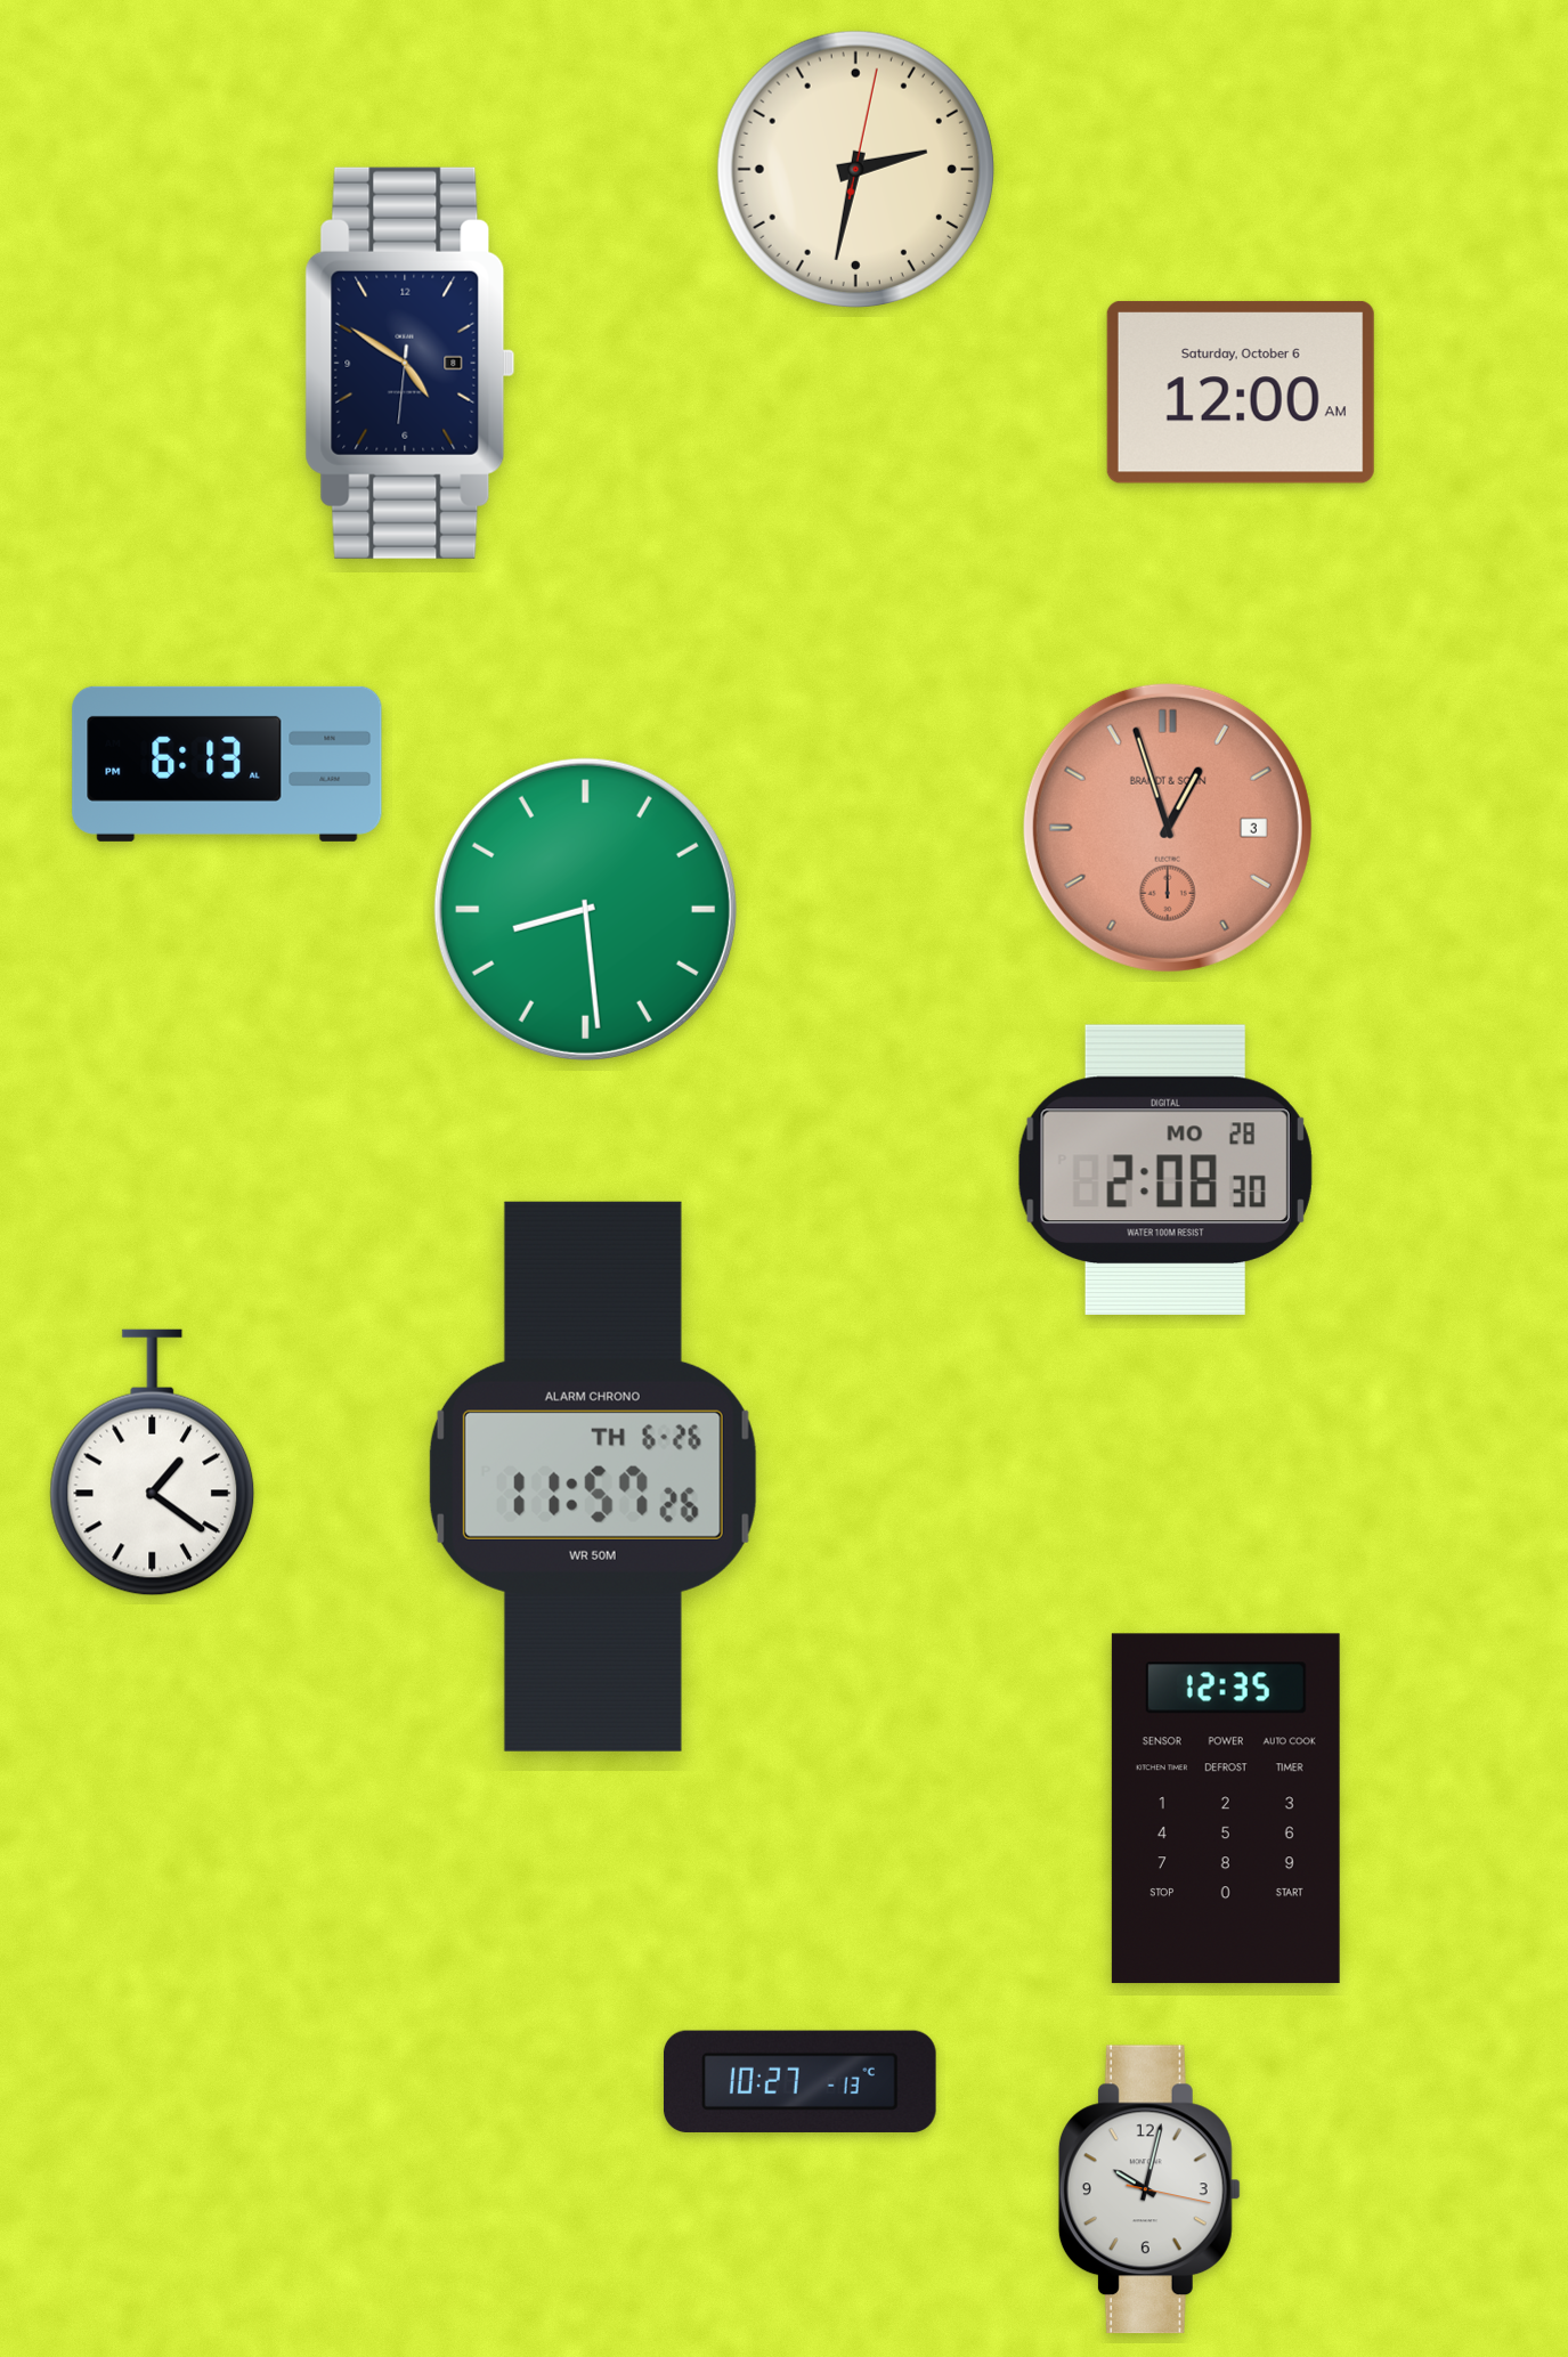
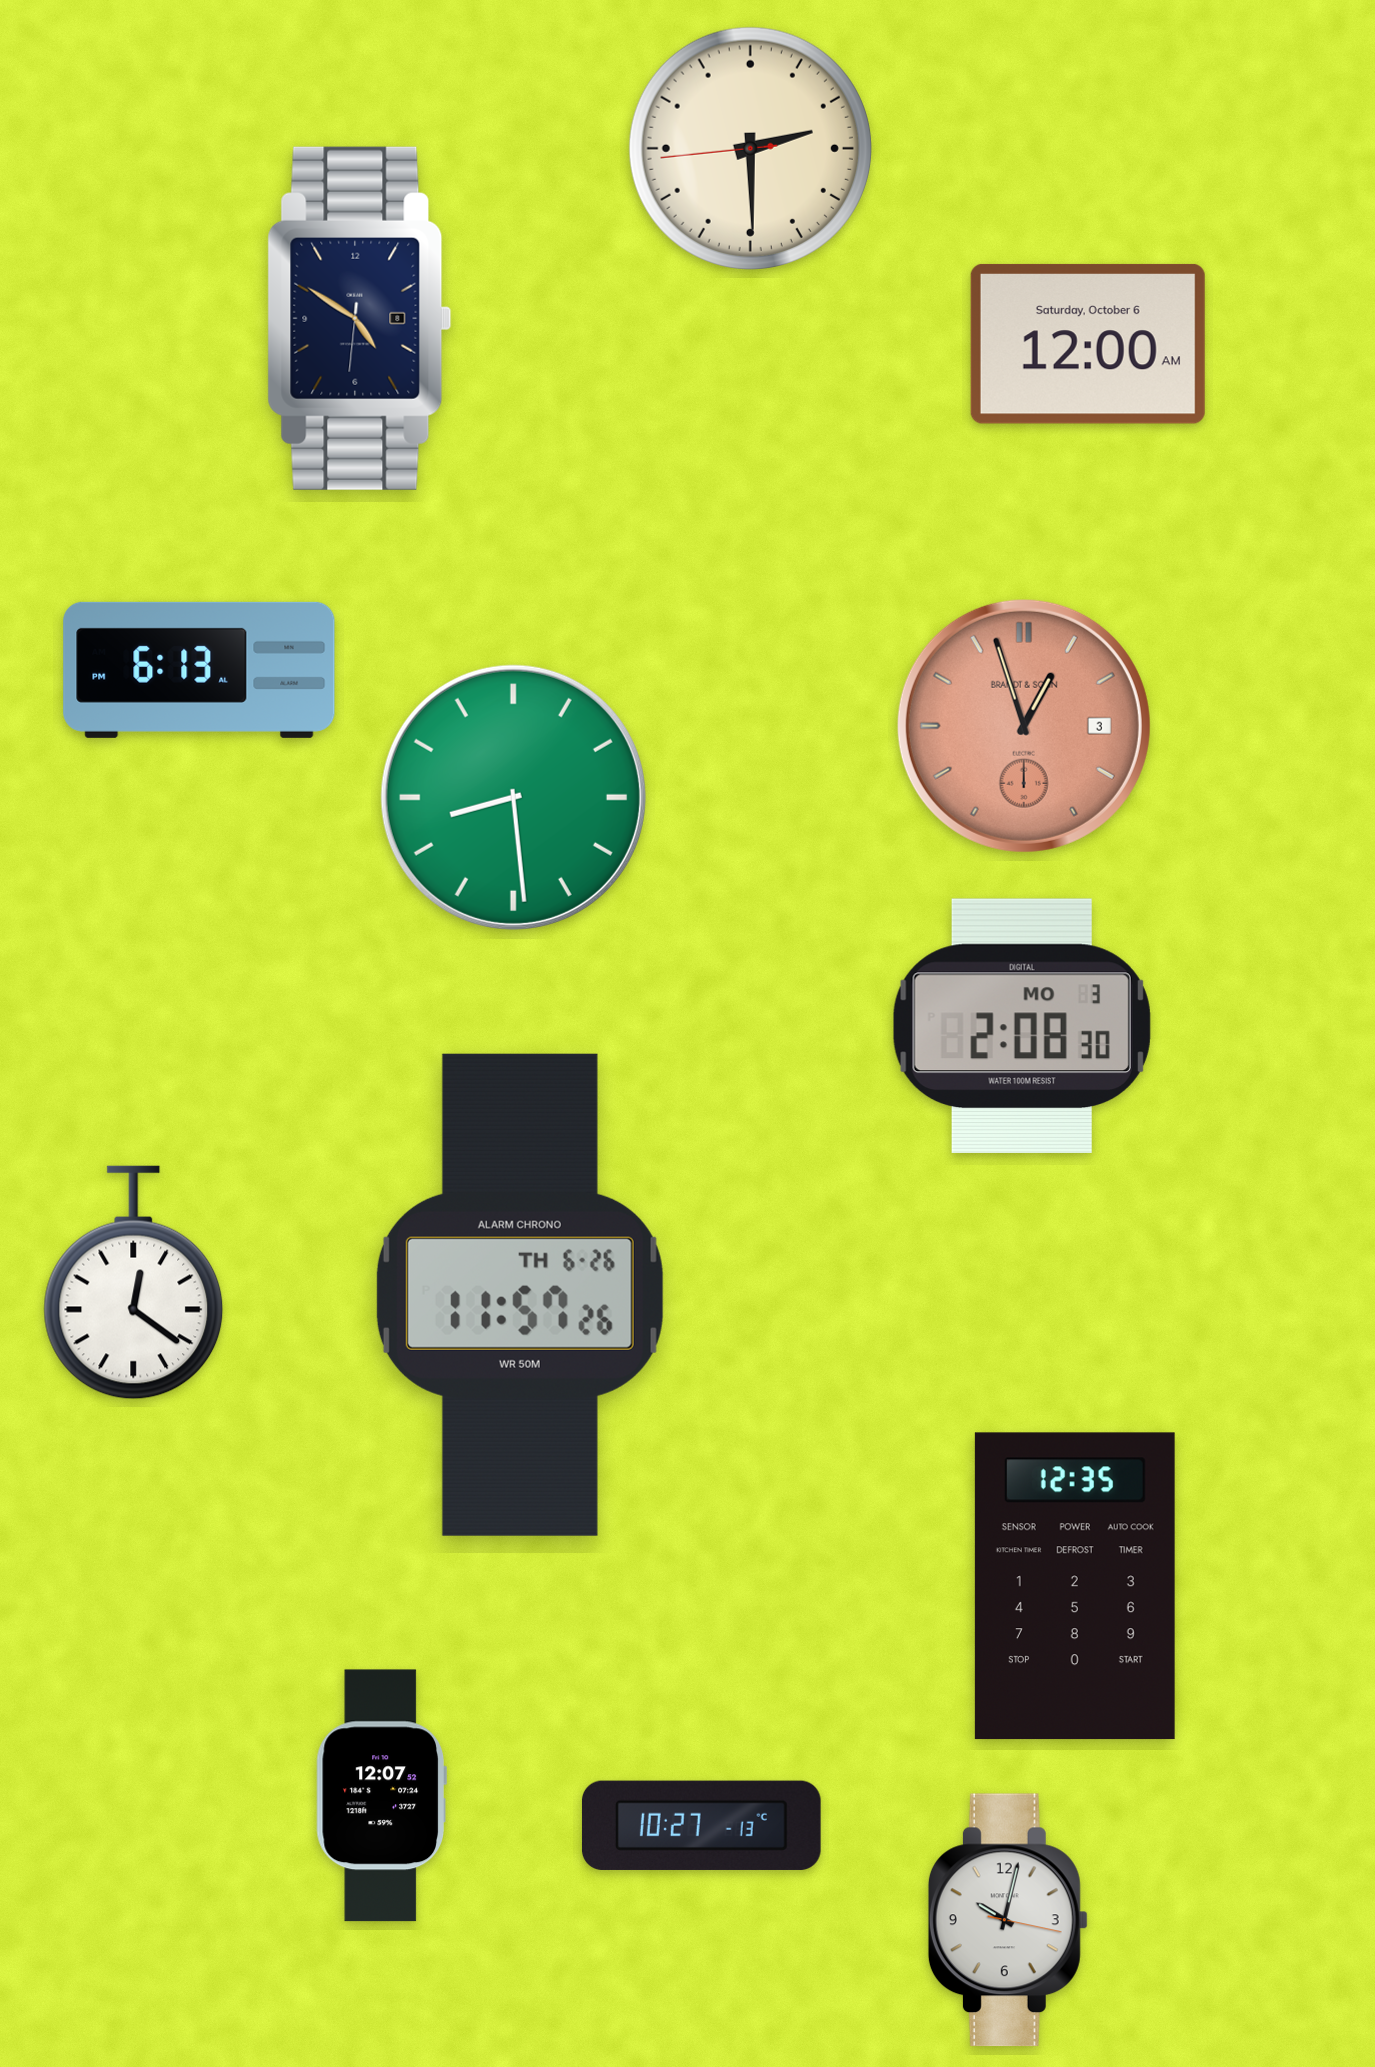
clock at (855, 169): 2:32 -> 2:29
clock at (1165, 1170) date: MO 28 -> MO 3
clock at (153, 1463): 1:21 -> 12:21
clock at (381, 1796): none -> 12:07
